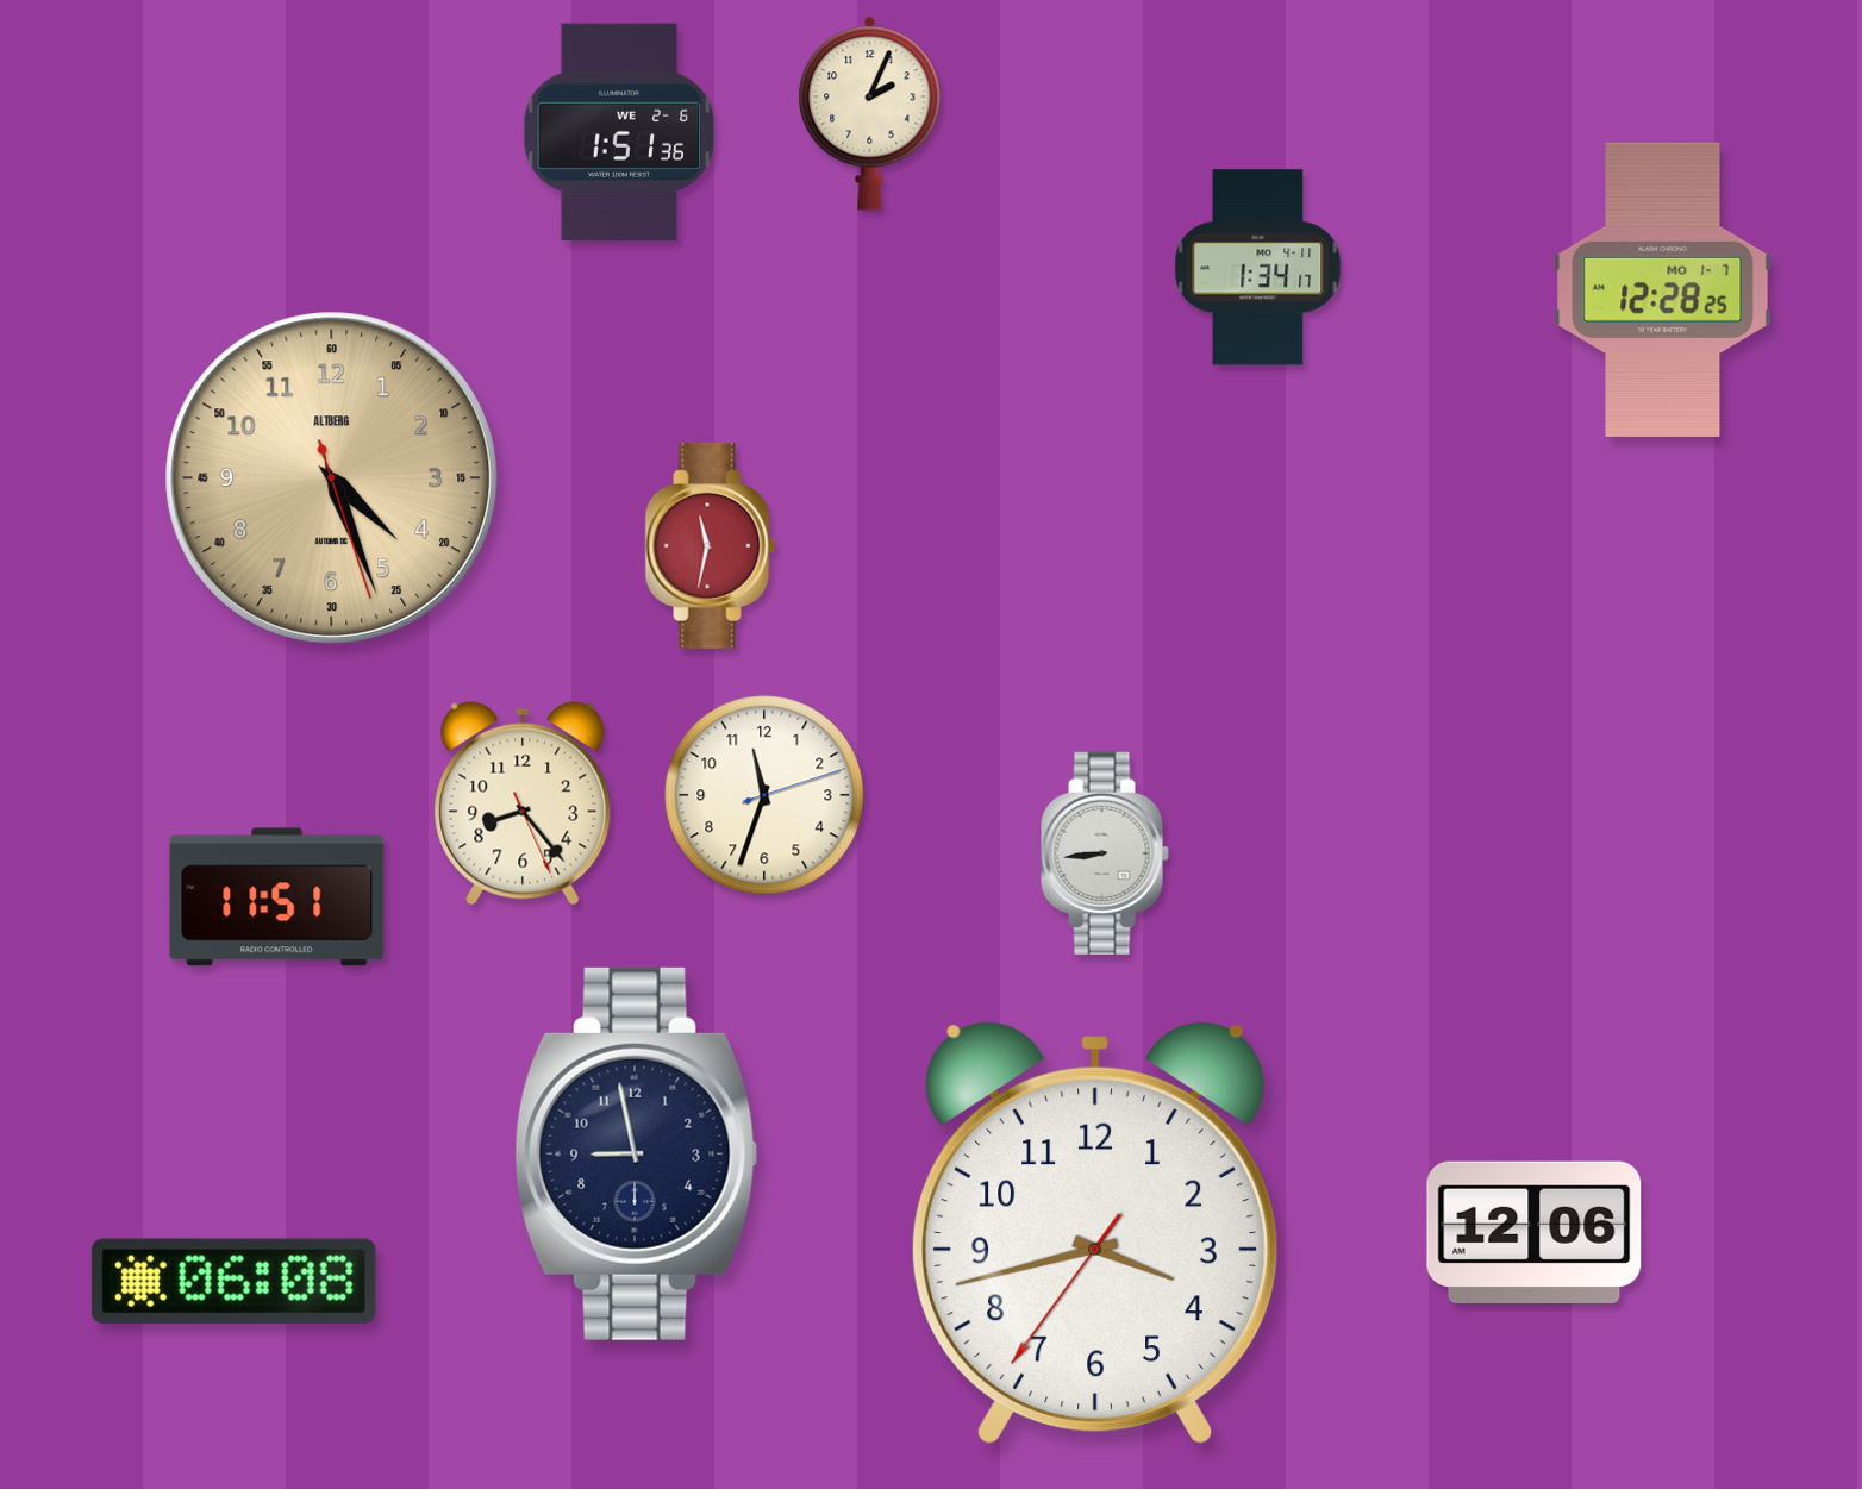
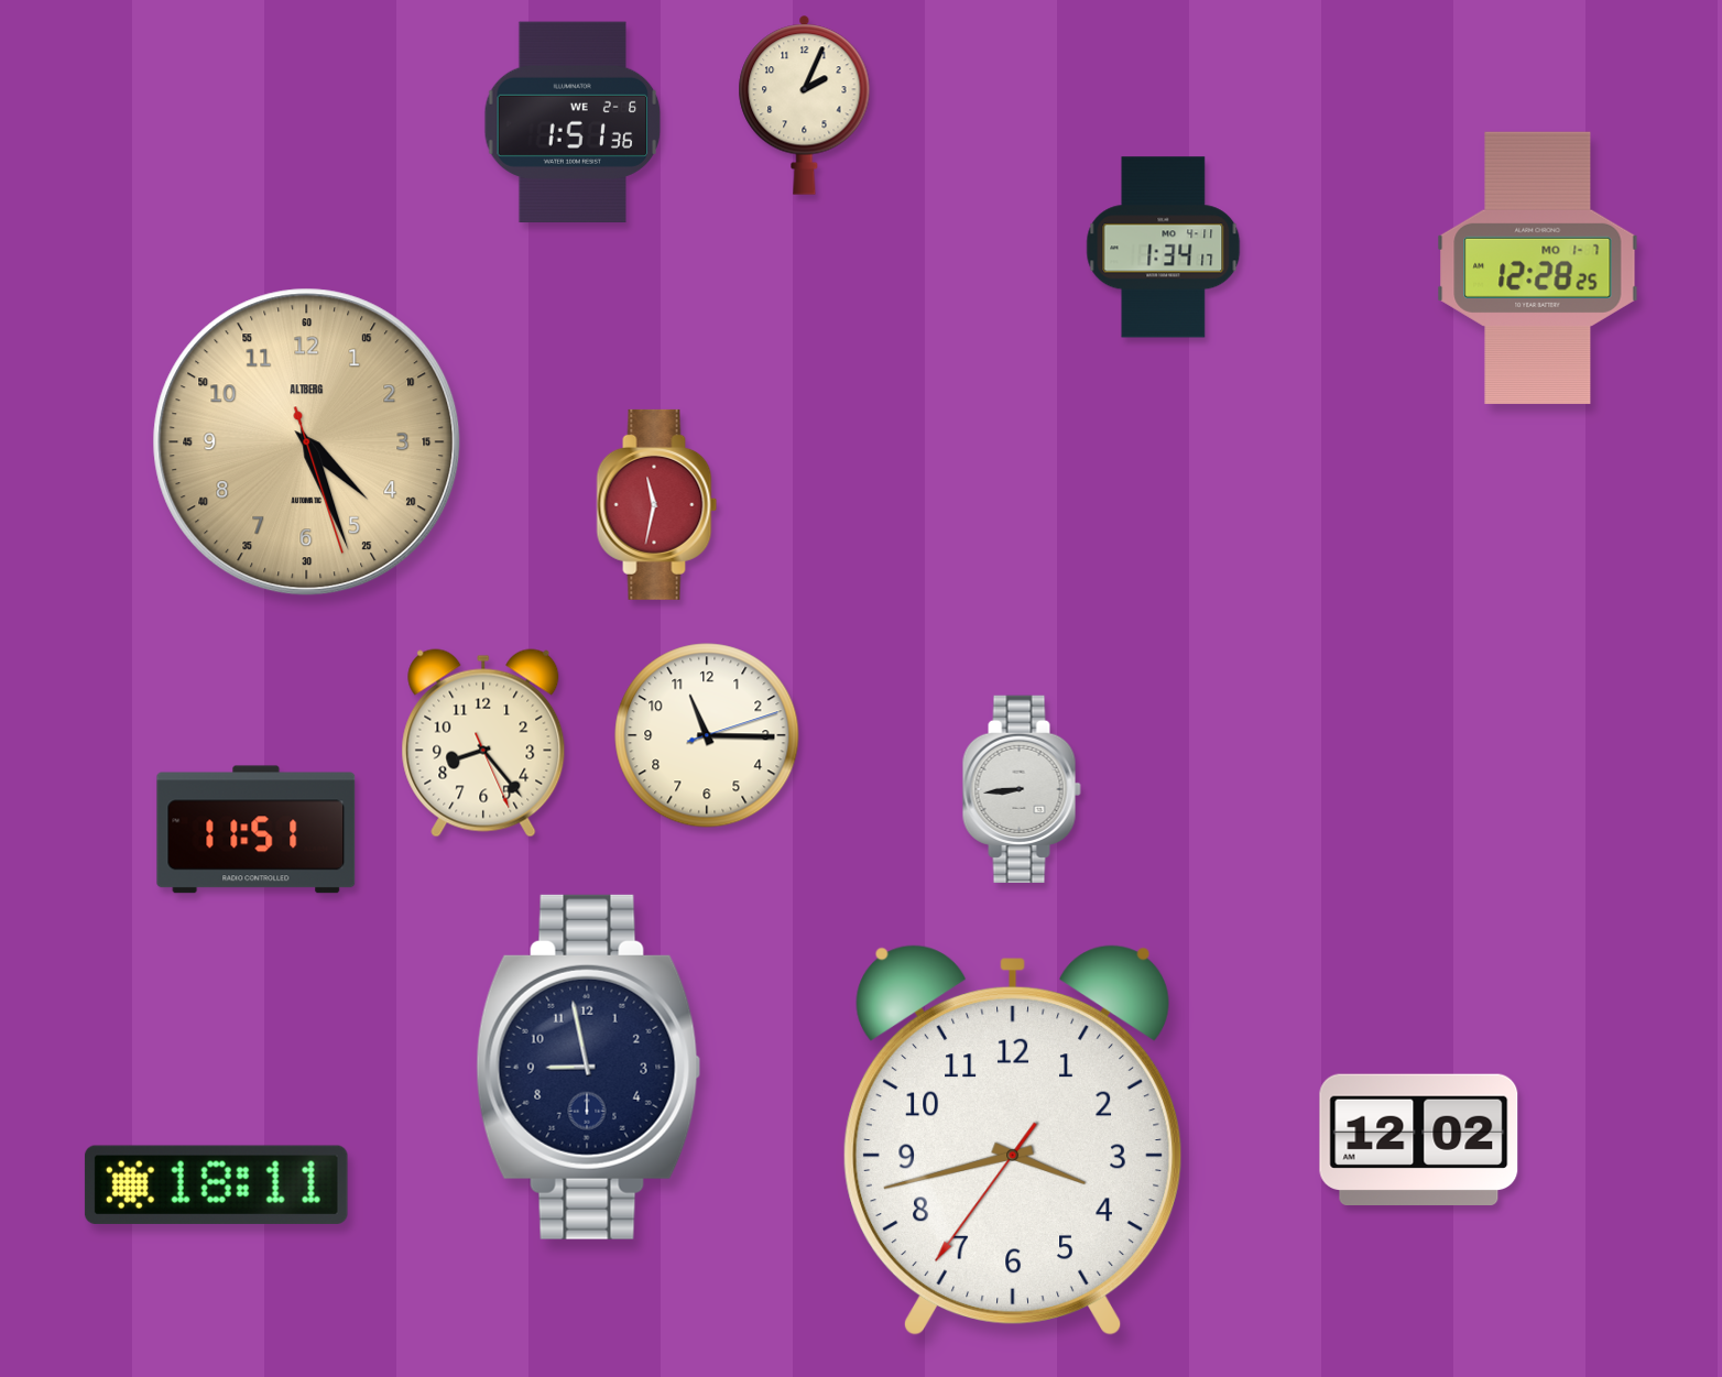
clock at (764, 795): 11:33 -> 11:15
clock at (1535, 1232): 12:06 -> 12:02
clock at (233, 1281): 06:08 -> 18:11
